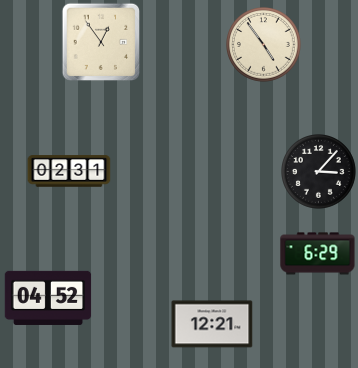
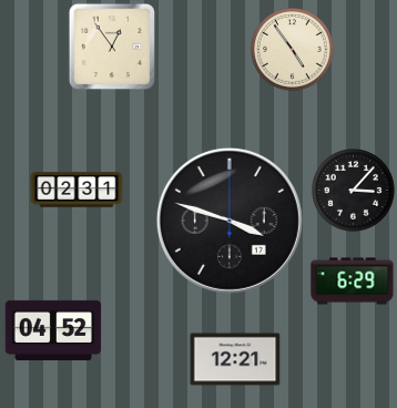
clock at (230, 221): none -> 3:48
